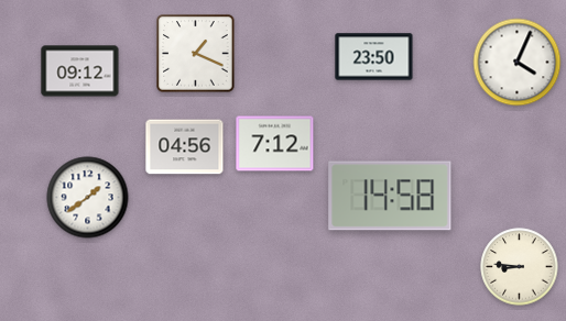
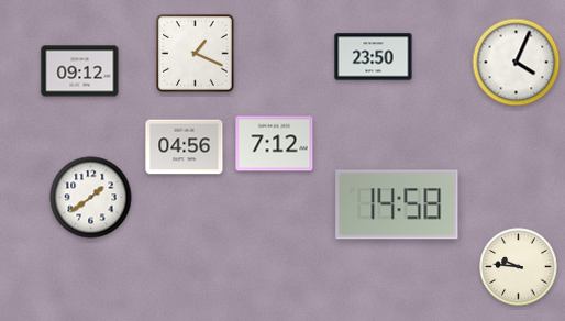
clock at (390, 196) position: (390, 196) -> (397, 204)
clock at (88, 198) position: (88, 198) -> (91, 198)
clock at (520, 267): 8:46 -> 9:46
